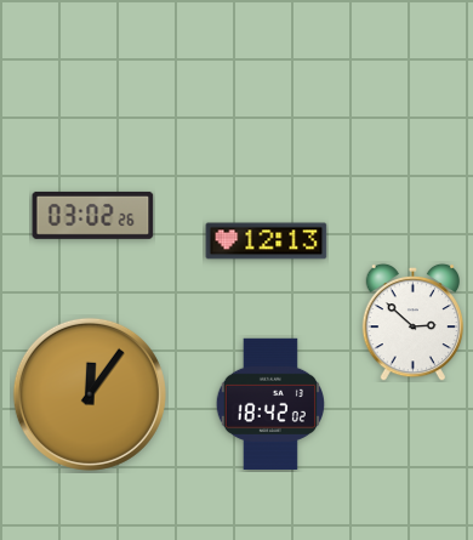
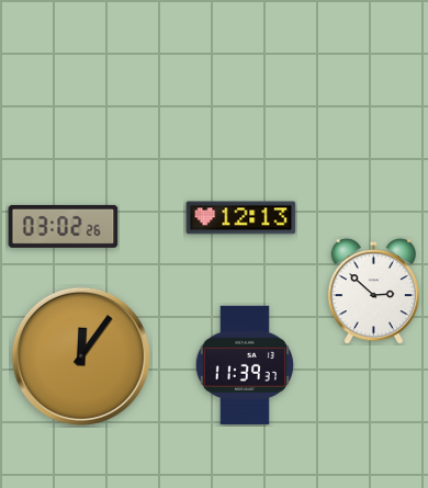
clock at (93, 215) position: (93, 215) -> (64, 226)
clock at (270, 403): 18:42 -> 11:39
